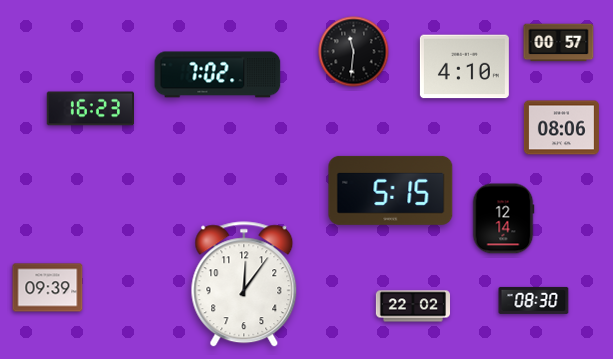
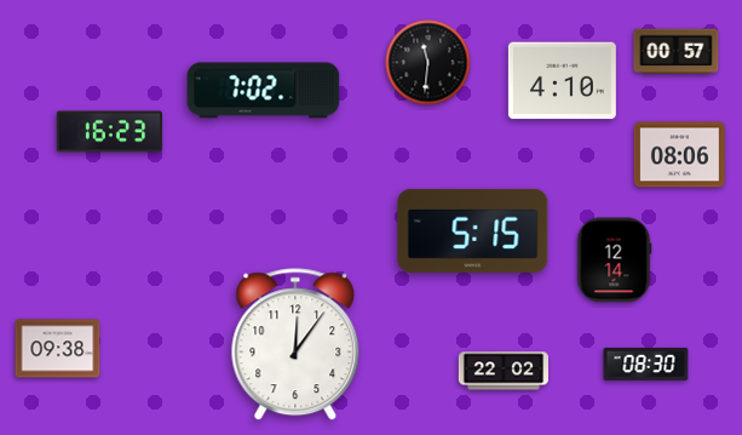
clock at (503, 219) position: (503, 219) -> (614, 261)
clock at (48, 288): 09:39 -> 09:38
clock at (412, 306) position: (412, 306) -> (502, 371)
